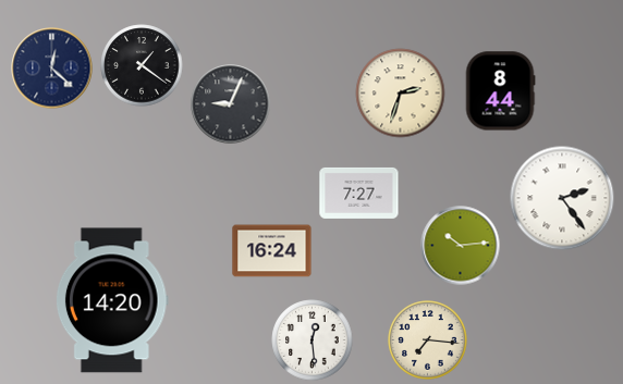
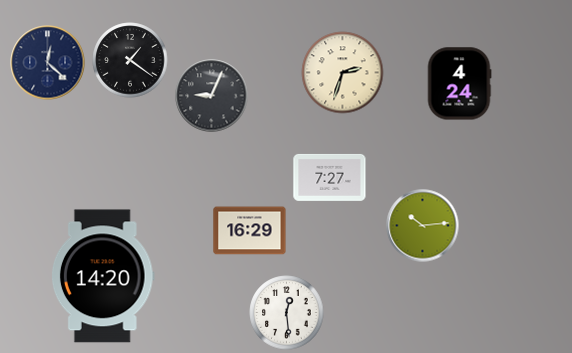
clock at (500, 91): 8:44 -> 4:24
clock at (401, 94) position: (401, 94) -> (343, 73)
clock at (562, 198): 2:24 -> none
clock at (272, 251): 16:24 -> 16:29
clock at (428, 340): 7:16 -> none
